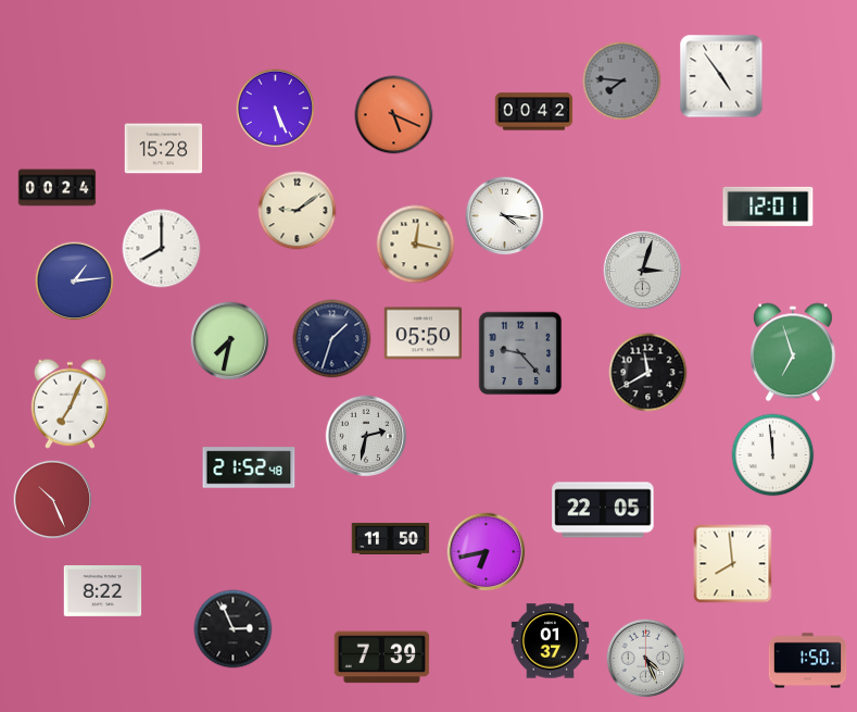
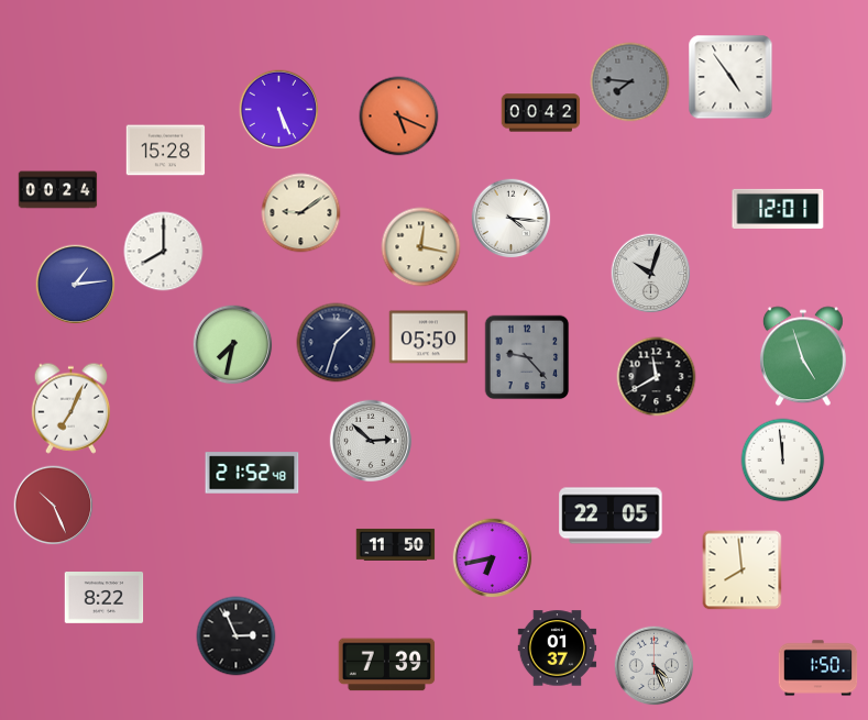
clock at (643, 271): 3:03 -> 10:03
clock at (793, 352): 6:57 -> 4:57
clock at (366, 436): 2:32 -> 2:52
